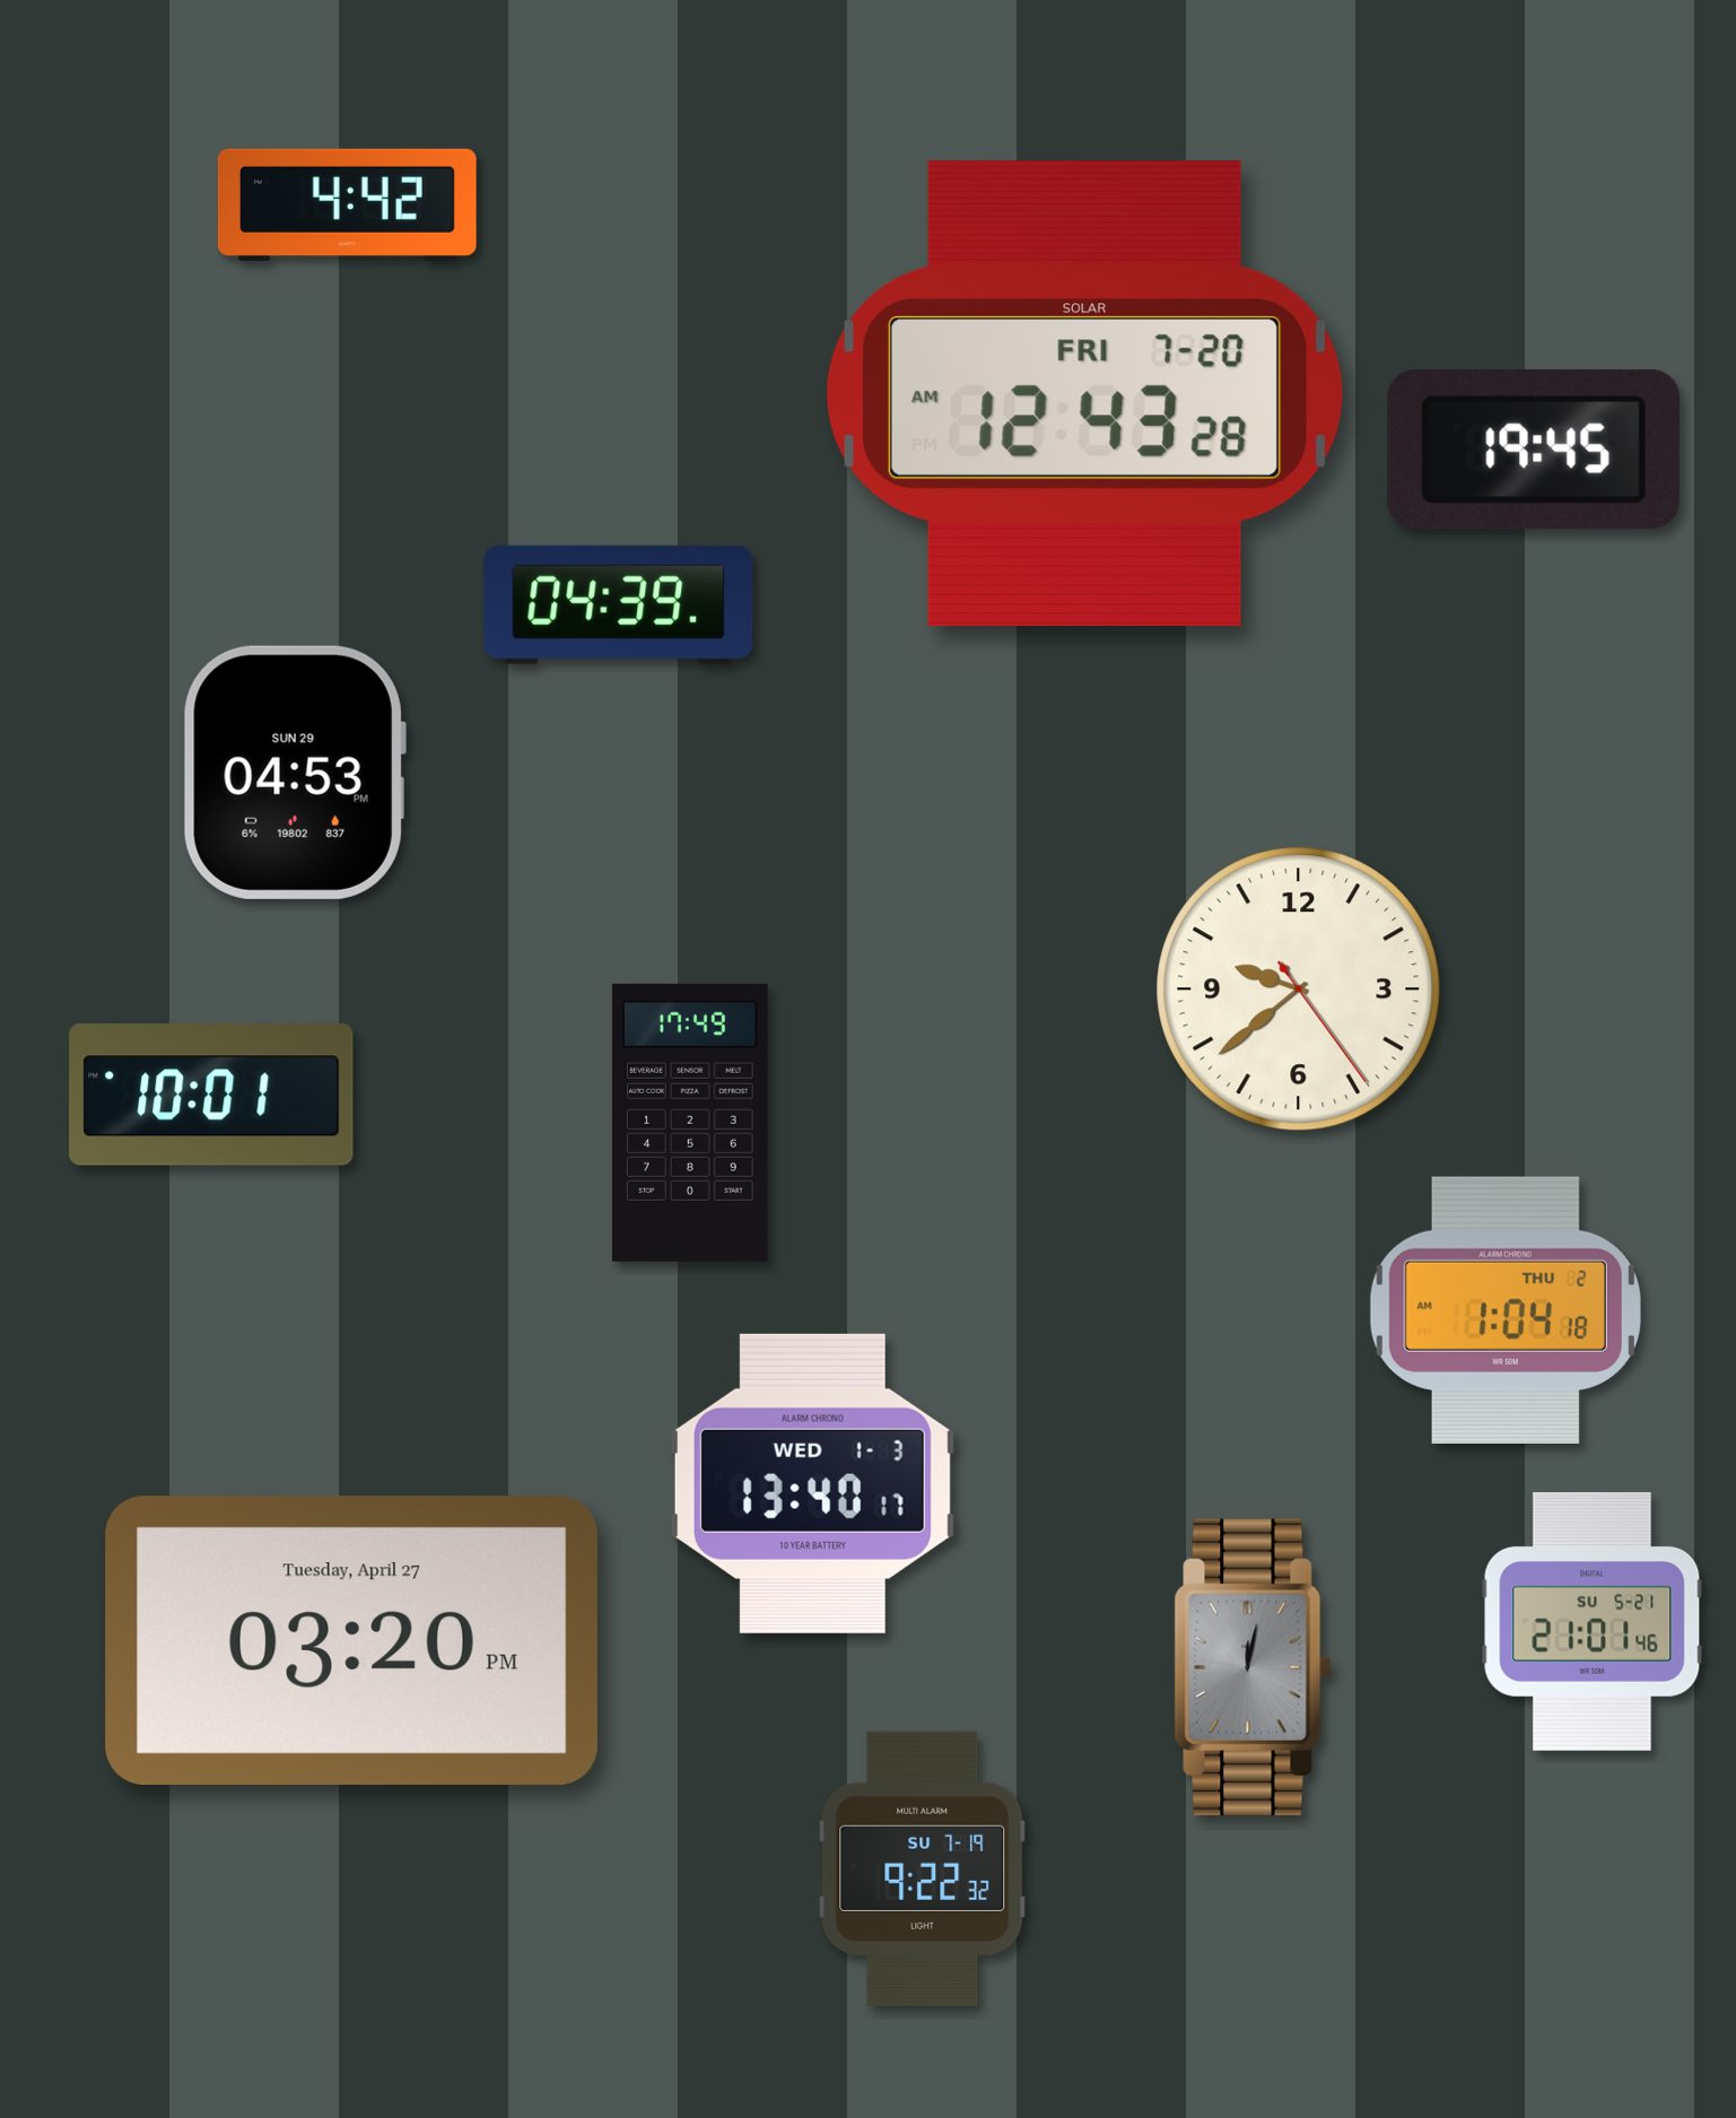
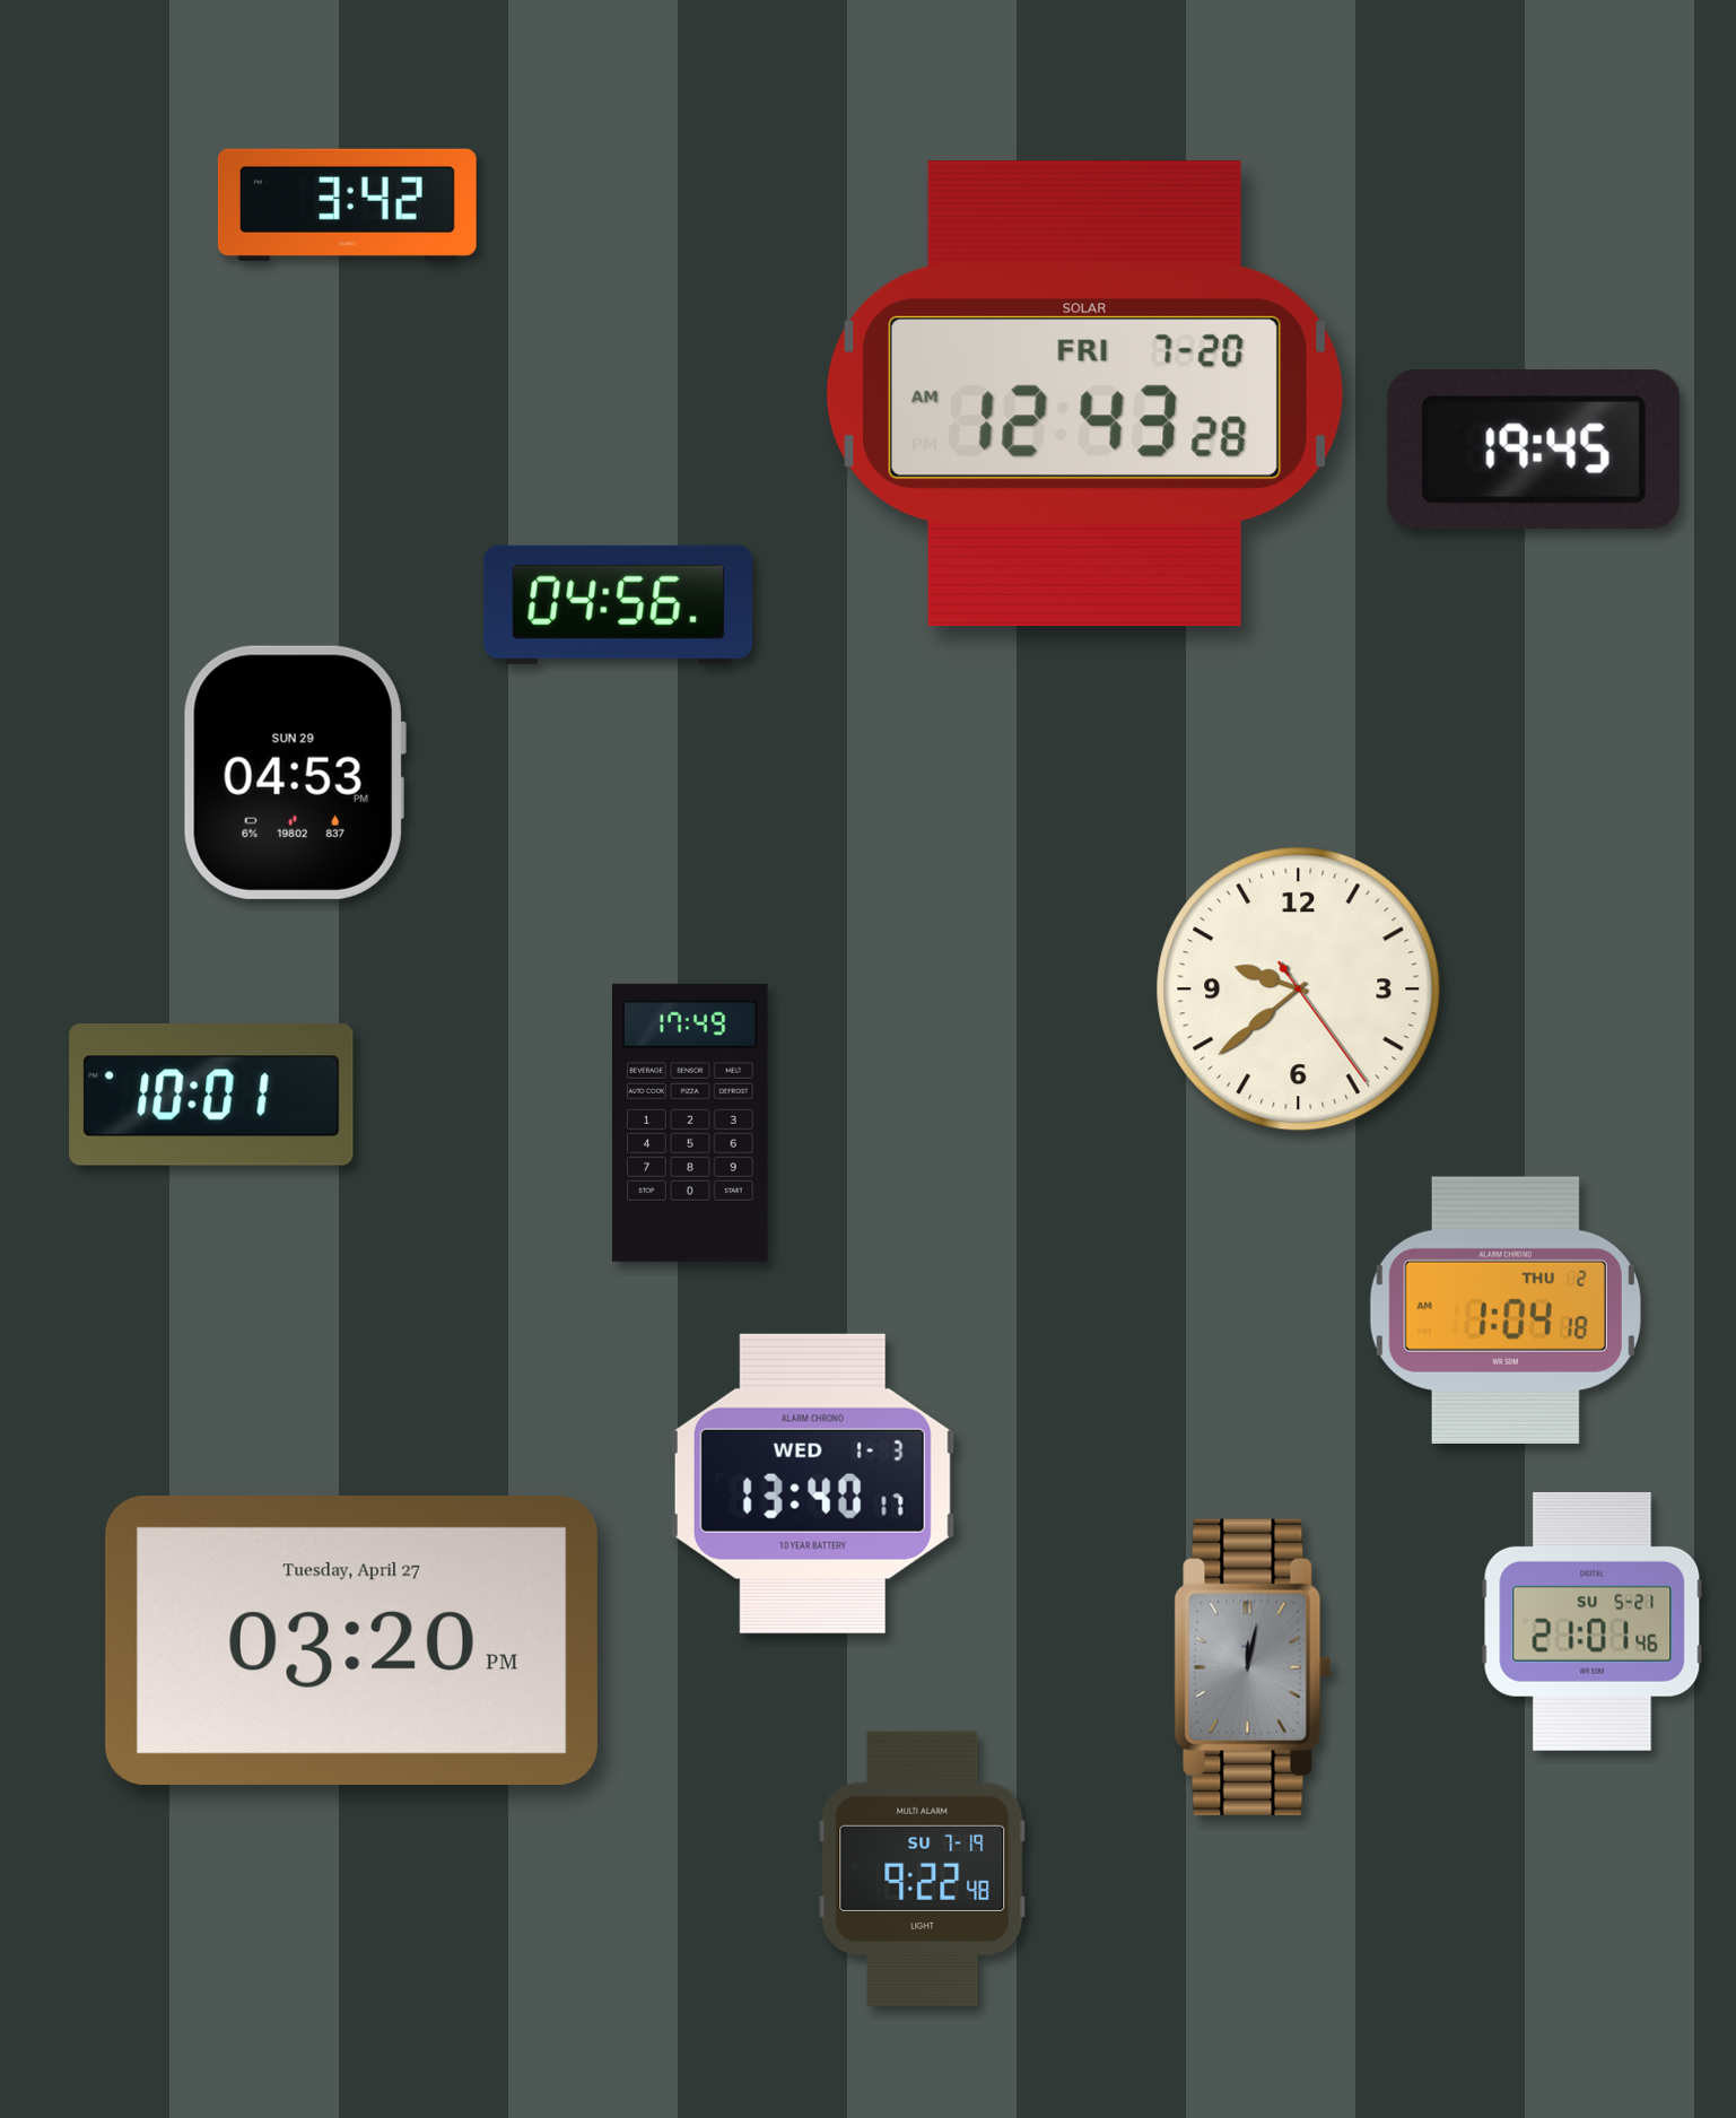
clock at (347, 204): 4:42 -> 3:42
clock at (619, 604): 04:39 -> 04:56
clock at (923, 1868): 9:22:32 -> 9:22:48
